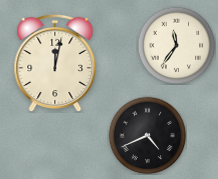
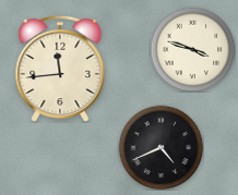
clock at (176, 45): 11:36 -> 3:48
clock at (55, 63): 12:02 -> 11:44
